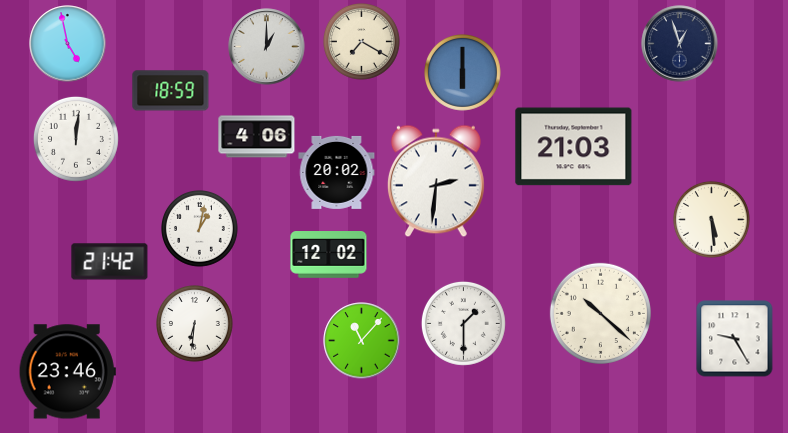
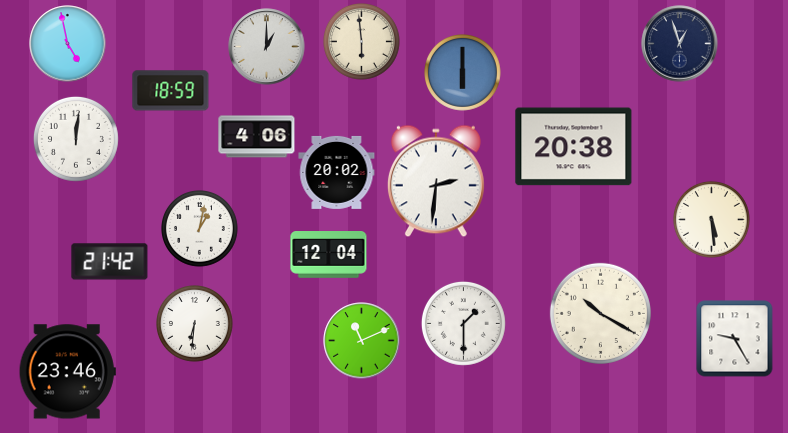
clock at (362, 42): 7:20 -> 5:59
clock at (574, 147): 21:03 -> 20:38
clock at (329, 255): 12:02 -> 12:04
clock at (600, 313): 10:22 -> 10:20
clock at (362, 341): 11:07 -> 11:11
